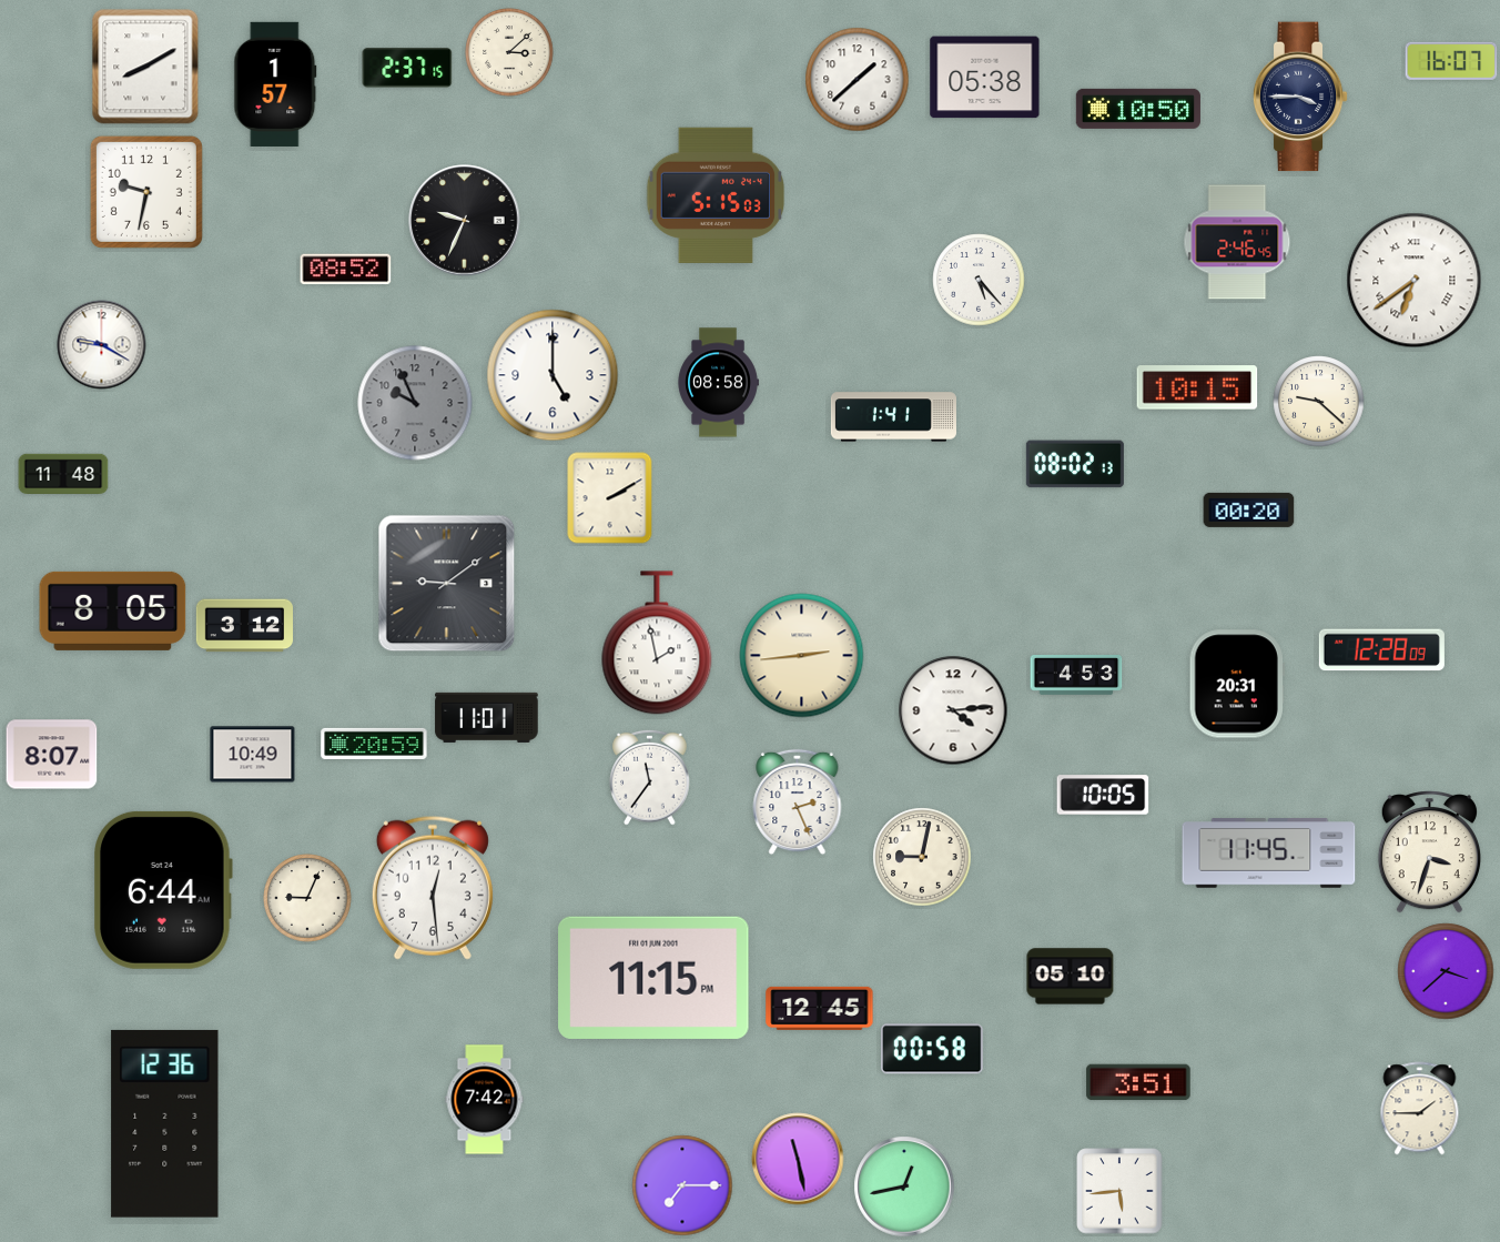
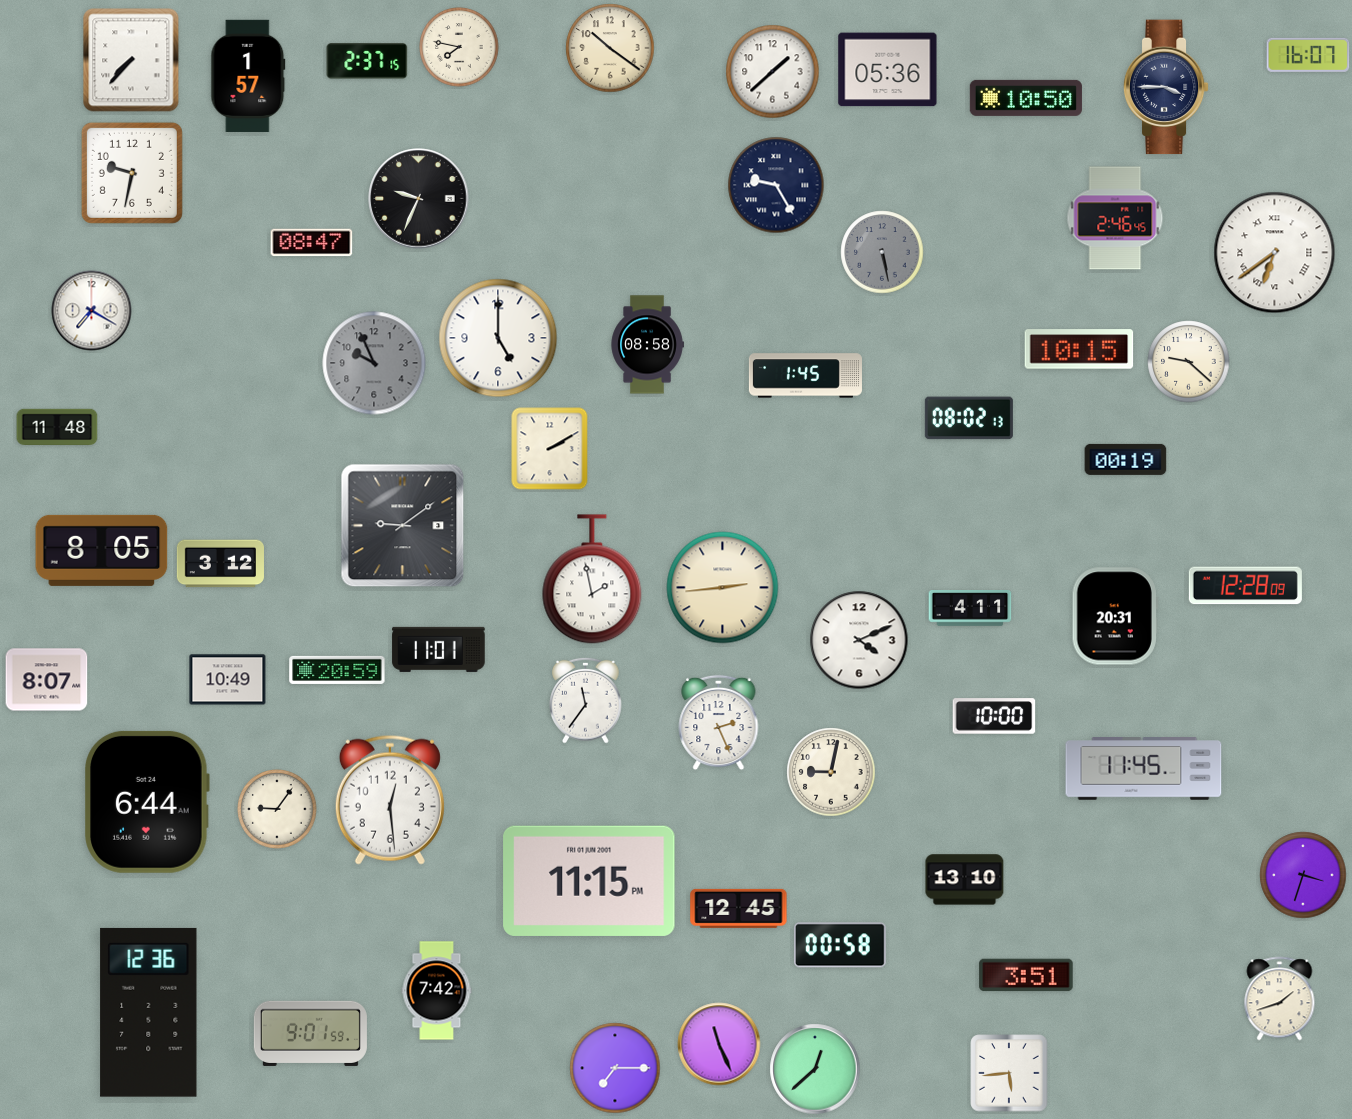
clock at (509, 52): 3:08 -> 7:47
clock at (610, 48): none -> 10:21
clock at (145, 67): 8:10 -> 7:37
clock at (985, 78): 05:38 -> 05:36
clock at (1300, 97) position: (1300, 97) -> (1166, 87)
clock at (714, 195): 5:15 -> none
clock at (776, 185): none -> 9:25
clock at (346, 270): 08:52 -> 08:47
clock at (979, 280): 5:23 -> 5:28
clock at (979, 280) dial: white -> grey
clock at (102, 345): 9:20 -> 7:20
clock at (893, 417): 1:41 -> 1:45
clock at (1249, 509): 00:20 -> 00:19
clock at (802, 656) position: (802, 656) -> (723, 588)
clock at (1076, 676): 4:53 -> 4:11
clock at (953, 710): 4:14 -> 4:11
clock at (487, 717) position: (487, 717) -> (439, 649)
clock at (1103, 795): 10:05 -> 10:00
clock at (1429, 852): 3:33 -> none
clock at (307, 898): 9:04 -> 9:06
clock at (1446, 971): 3:38 -> 3:33
clock at (1071, 977): 05:10 -> 13:10
clock at (1420, 1109): 1:45 -> 1:42
clock at (310, 1033): none -> 9:01
clock at (798, 1159): 11:28 -> 11:26
clock at (904, 1187): 12:43 -> 12:38
